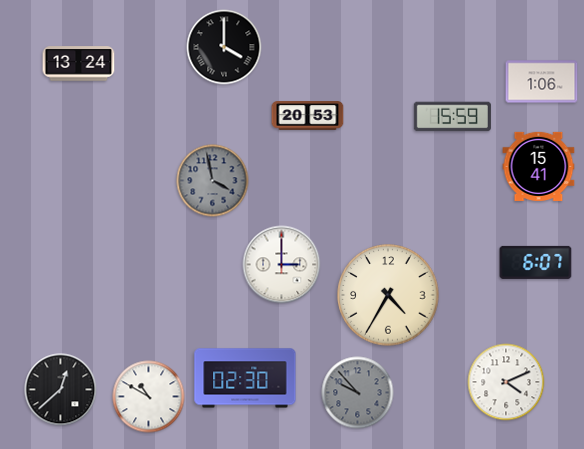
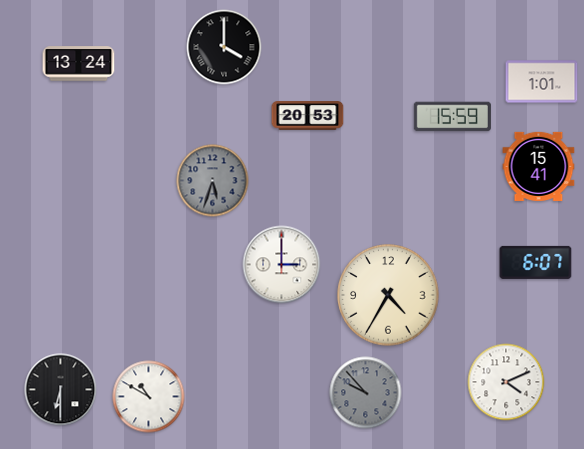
clock at (542, 82): 1:06 -> 1:01
clock at (213, 181): 3:58 -> 5:33
clock at (245, 378): 02:30 -> none
clock at (61, 390): 12:38 -> 6:30
clock at (358, 393) position: (358, 393) -> (366, 393)
